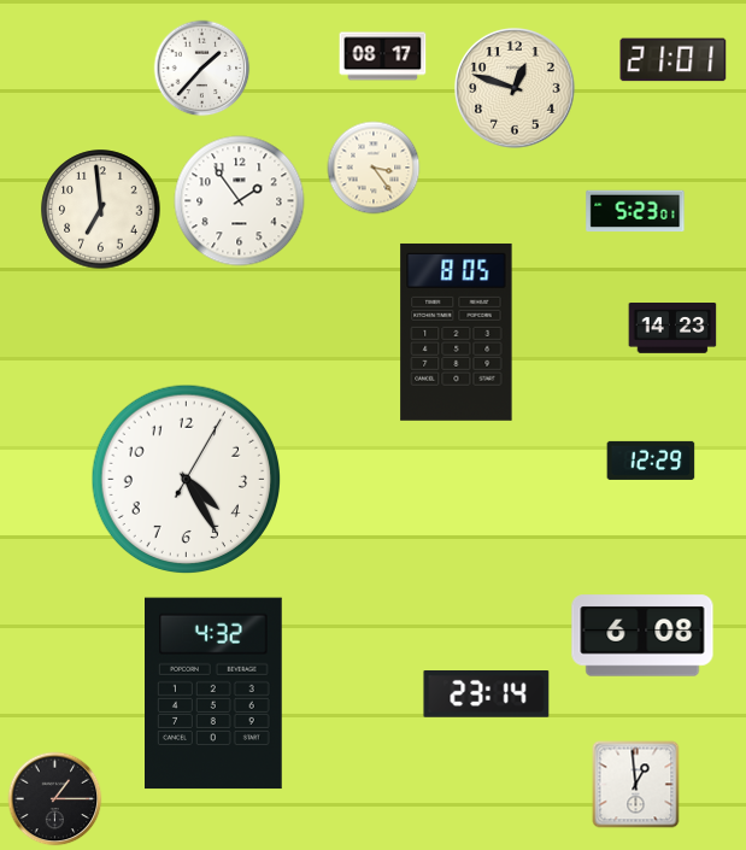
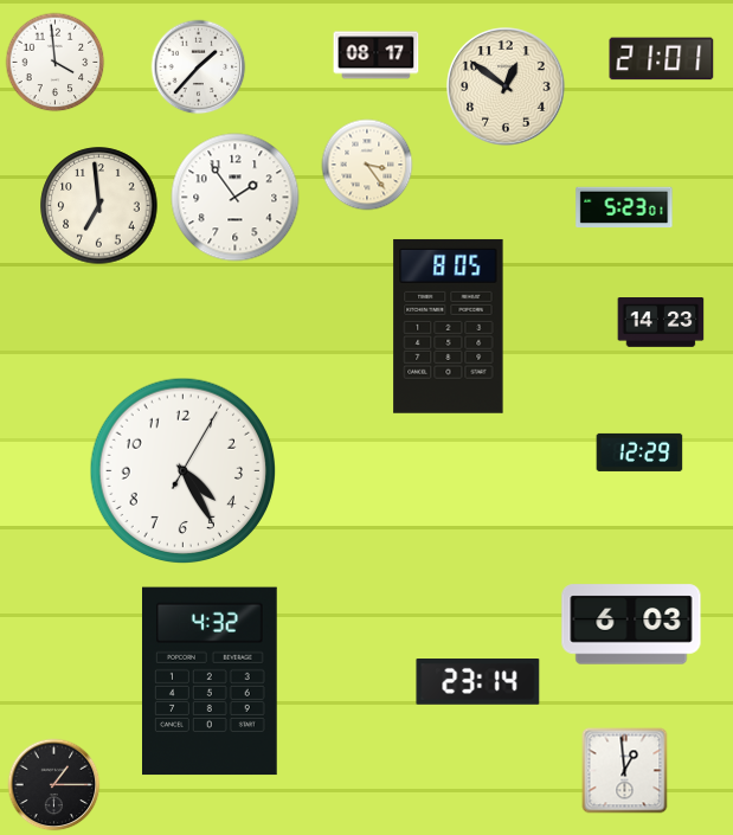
clock at (56, 63): none -> 3:59
clock at (516, 89): 12:48 -> 12:51
clock at (642, 635): 6:08 -> 6:03
